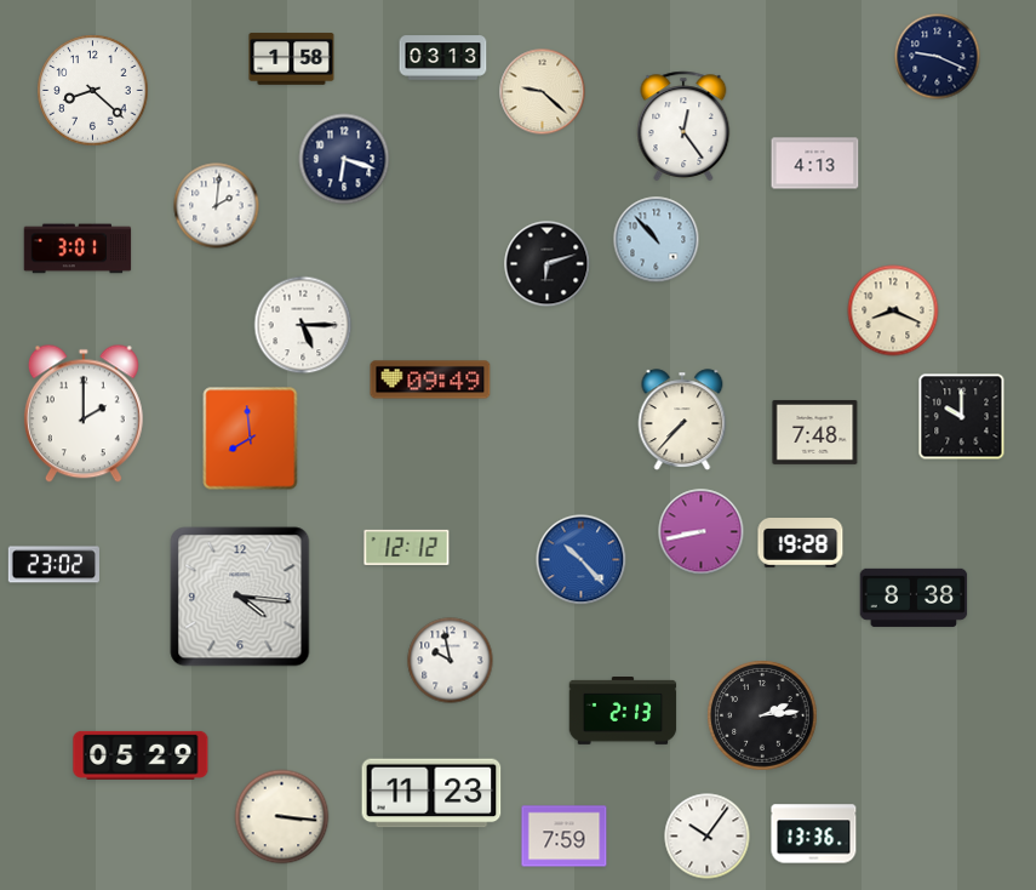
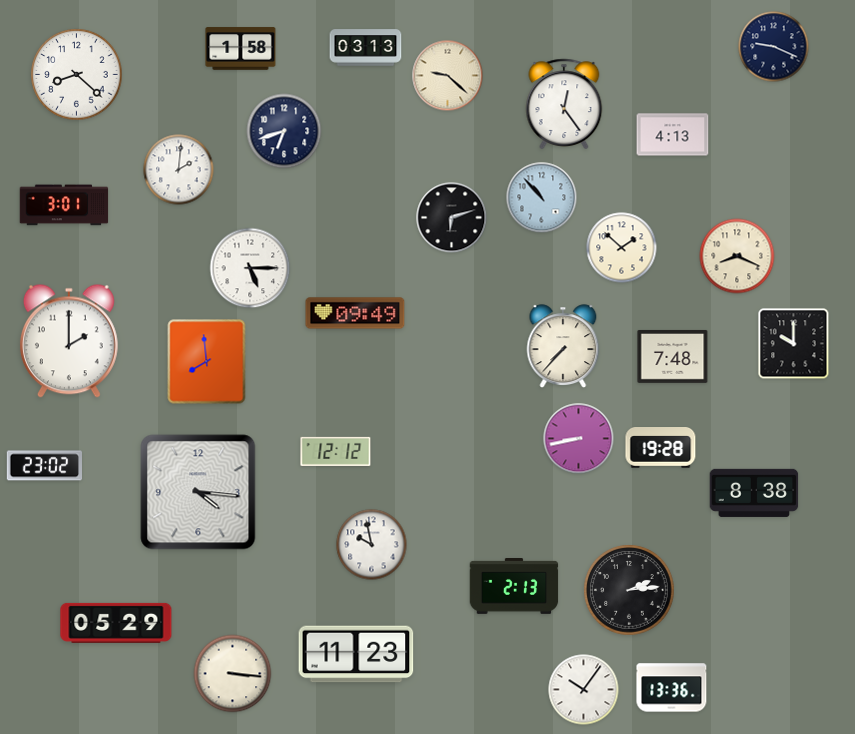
clock at (344, 159): 6:18 -> 6:42
clock at (622, 248): none -> 1:52
clock at (582, 560): 10:23 -> none
clock at (565, 837): 7:59 -> none
